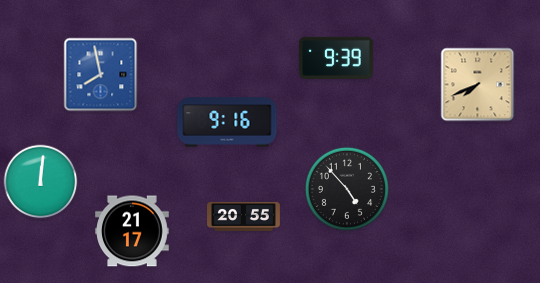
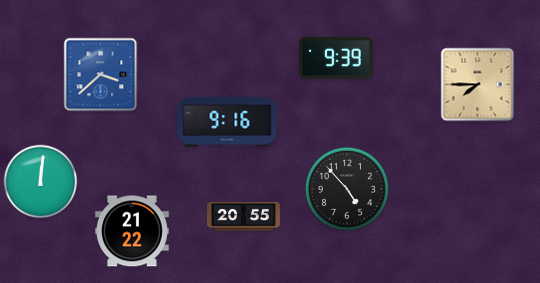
clock at (101, 75): 7:58 -> 3:38
clock at (478, 85): 7:41 -> 7:45
clock at (133, 231): 21:17 -> 21:22
